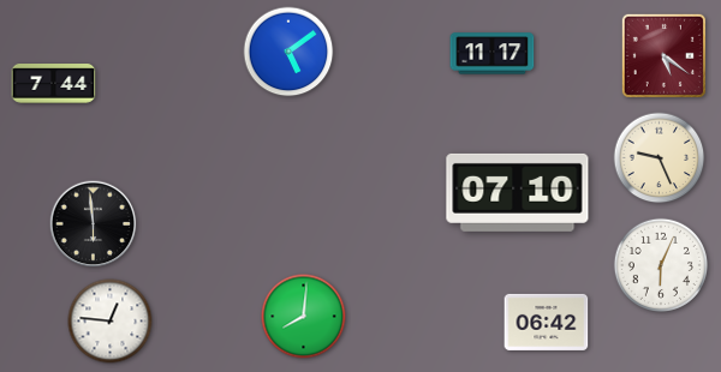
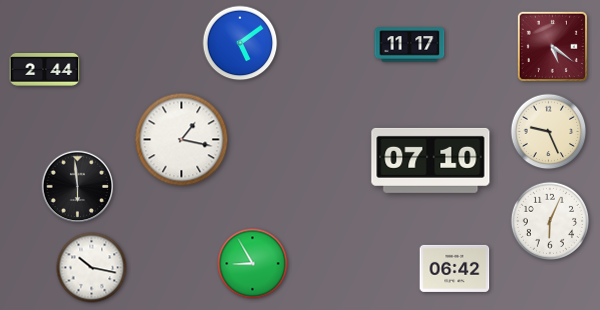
clock at (54, 84): 7:44 -> 2:44
clock at (182, 140): none -> 1:17
clock at (304, 317): 8:01 -> 8:55
clock at (111, 322): 12:46 -> 10:17
